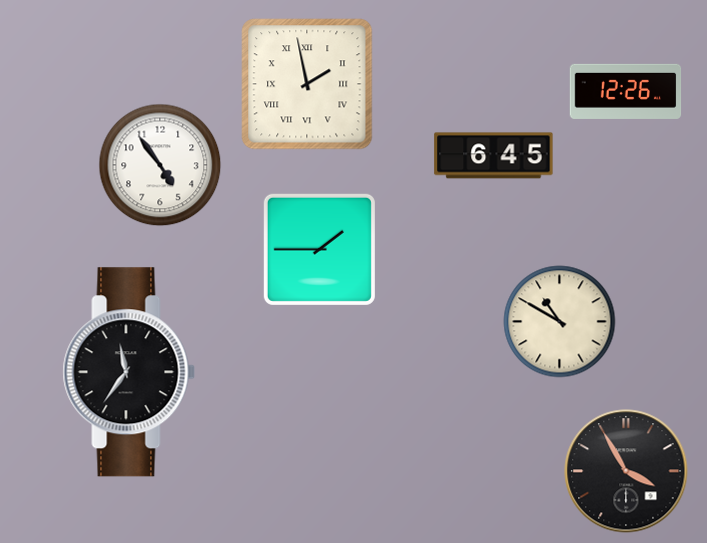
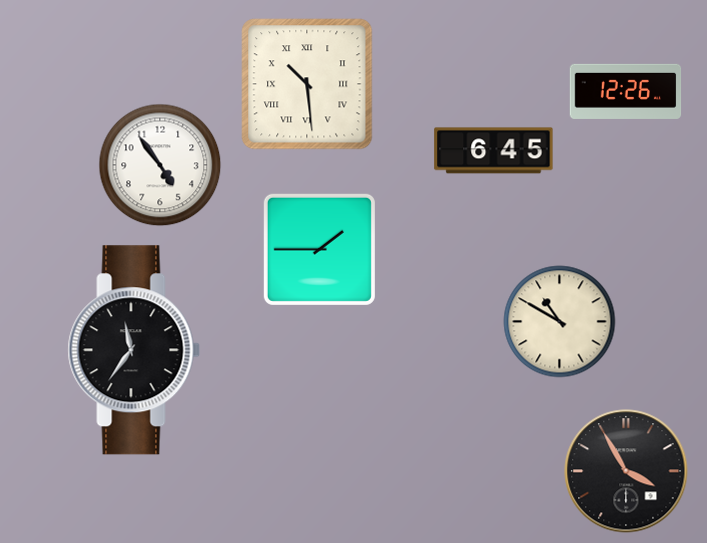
clock at (307, 84): 1:58 -> 10:29
clock at (494, 156) position: (494, 156) -> (494, 151)
clock at (129, 372) position: (129, 372) -> (134, 350)
